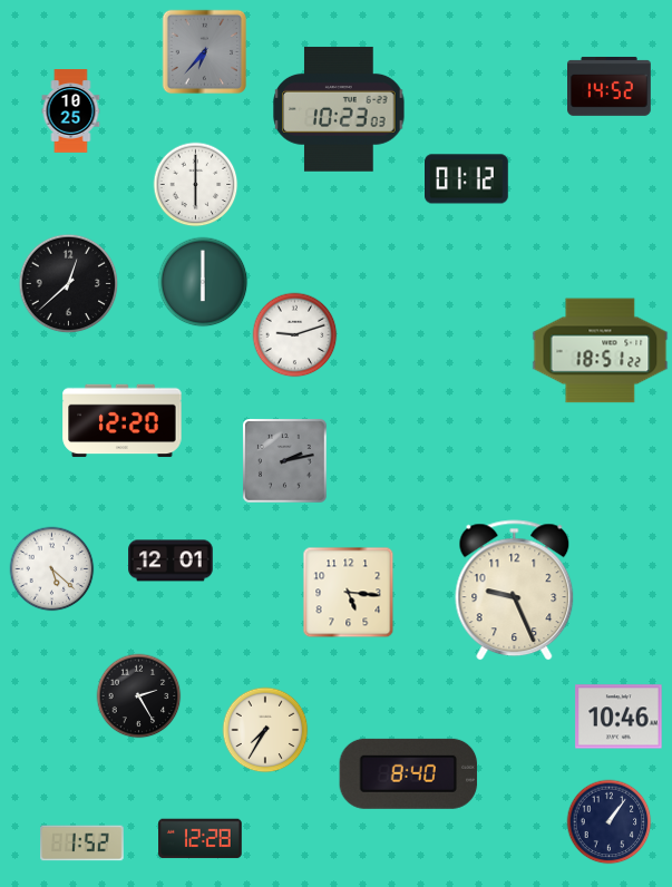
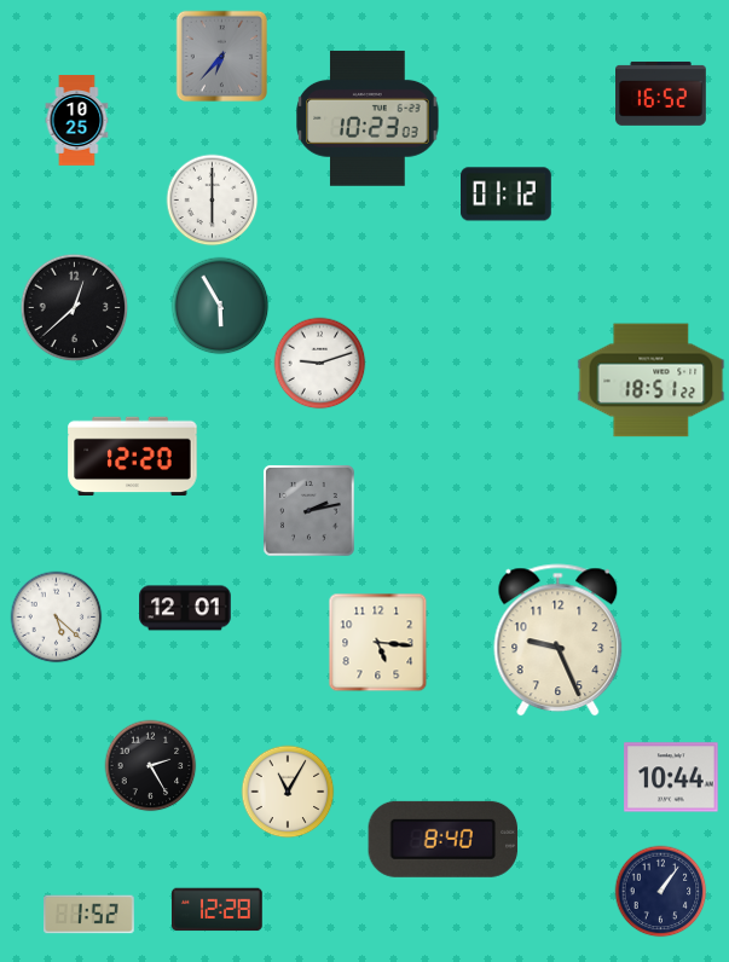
clock at (610, 86): 14:52 -> 16:52
clock at (203, 282): 6:00 -> 5:55
clock at (285, 461) position: (285, 461) -> (309, 511)
clock at (139, 696) position: (139, 696) -> (151, 766)
clock at (619, 717): 10:46 -> 10:44
clock at (265, 730): 7:35 -> 11:05
